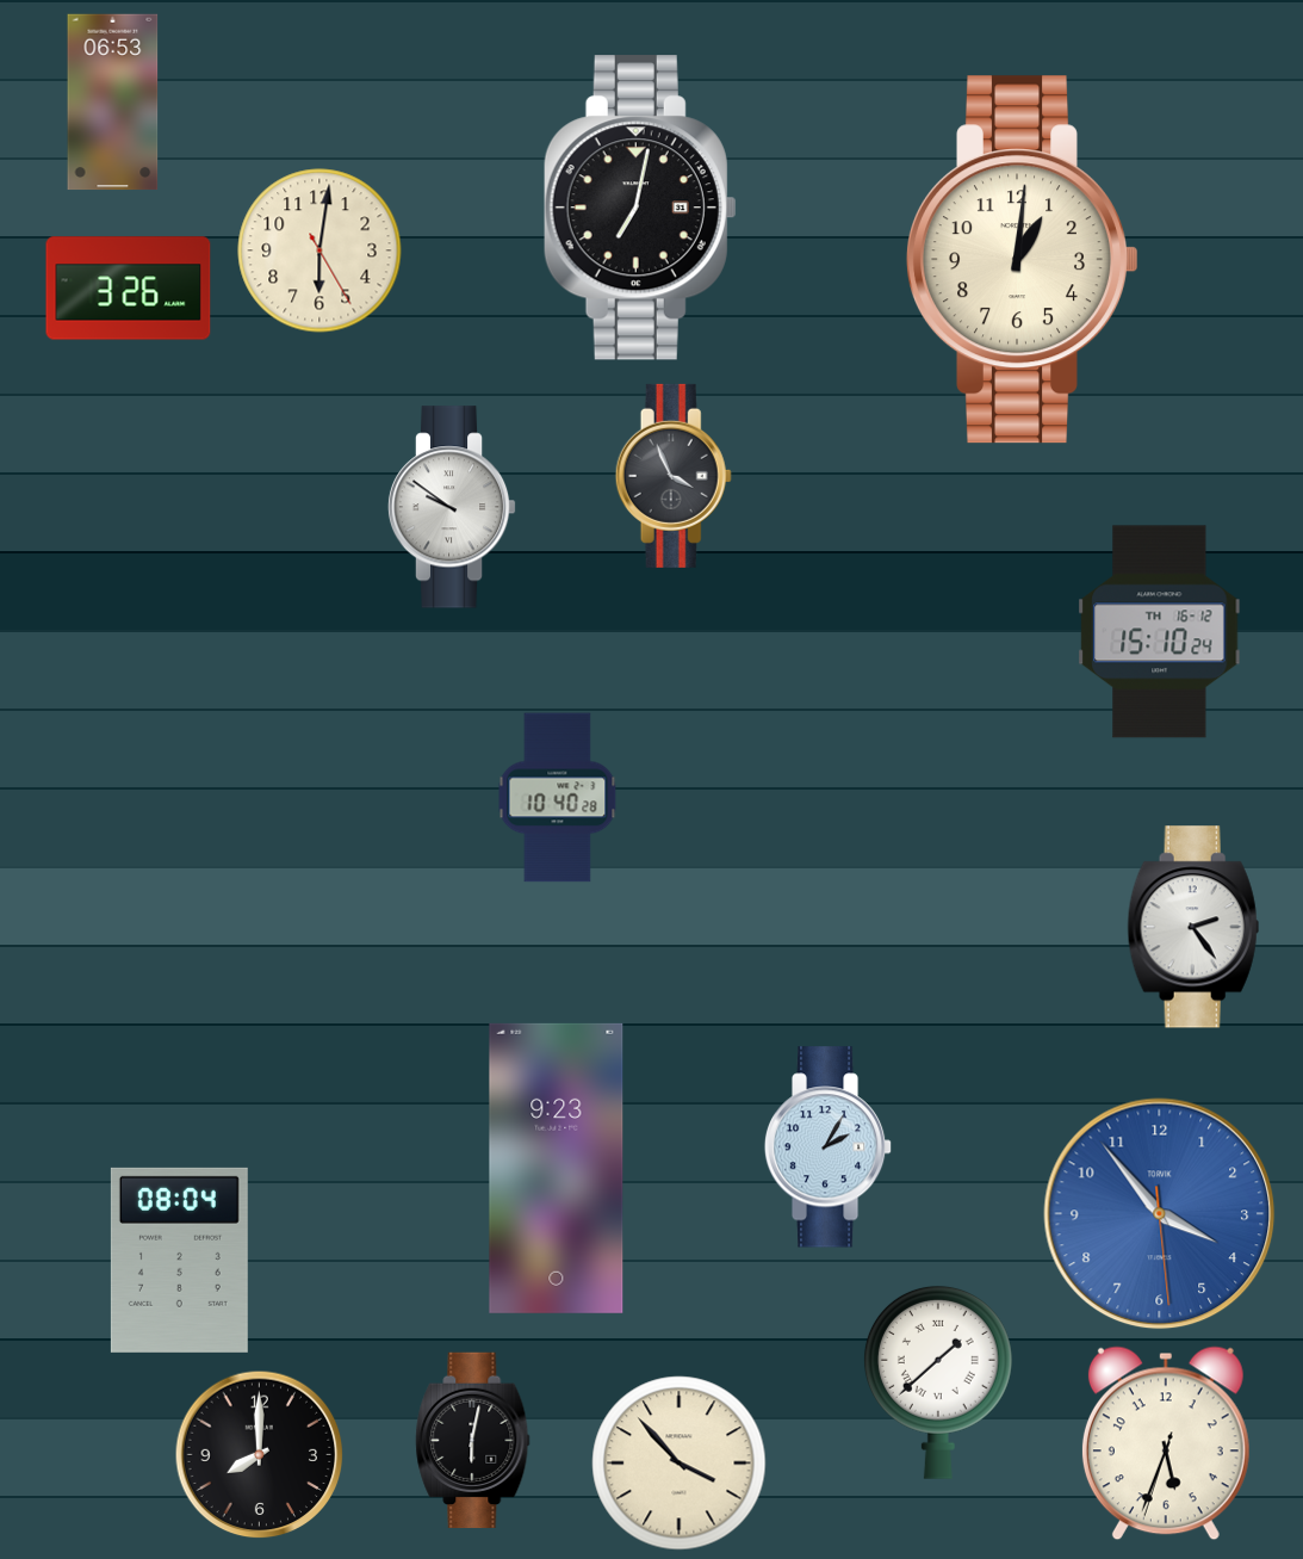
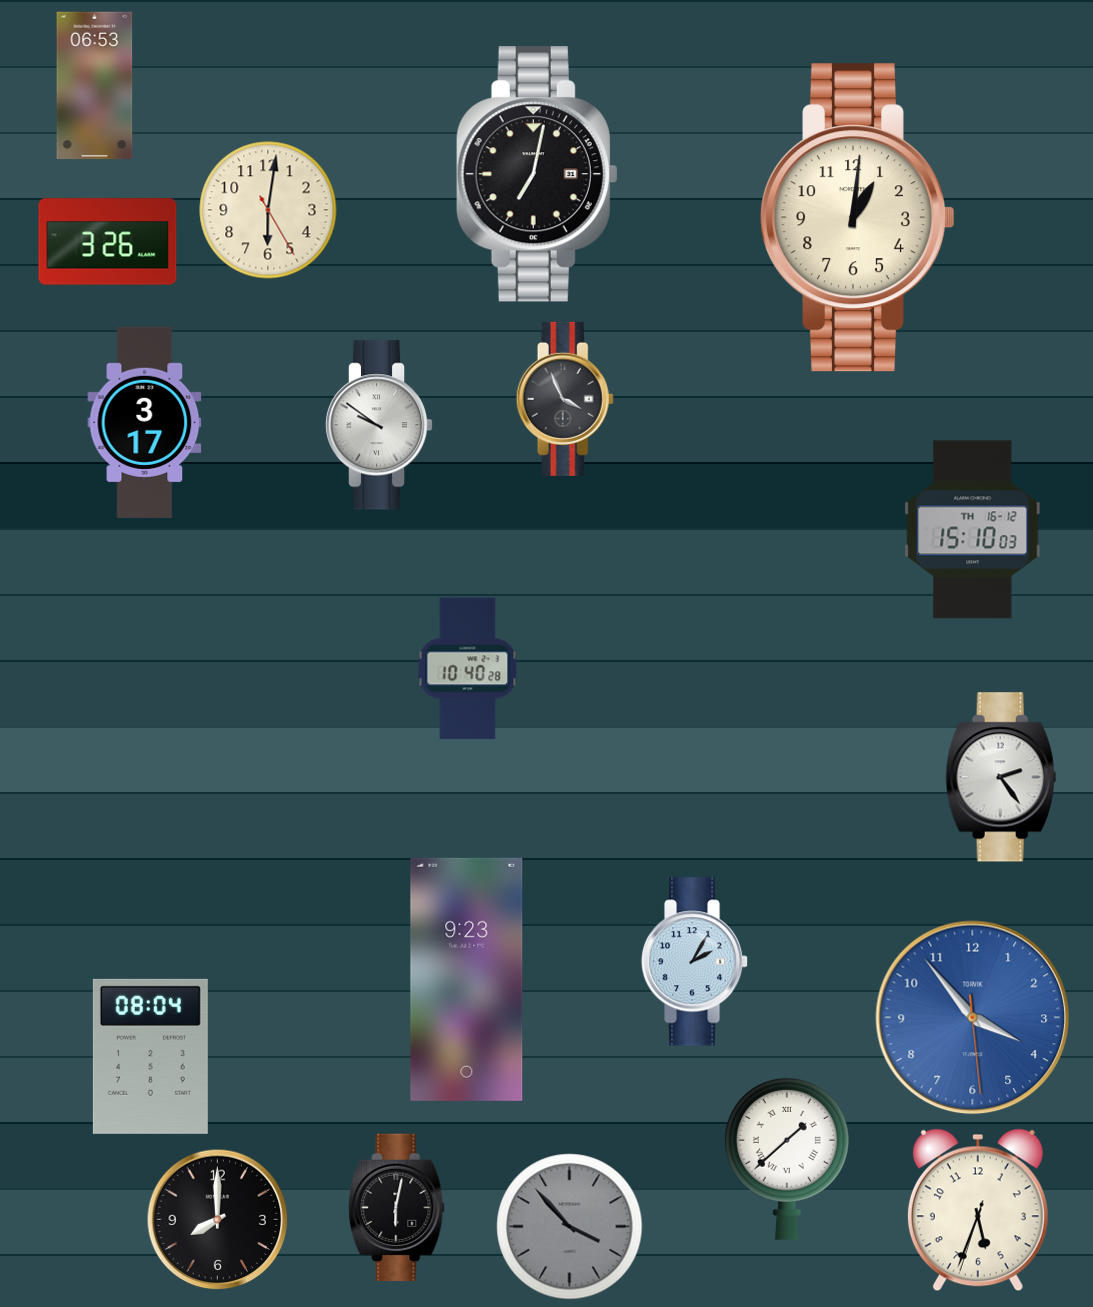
clock at (145, 422): none -> 3:17
clock at (1160, 632): 15:10:24 -> 15:10:03
clock at (680, 1464) dial: cream -> grey
